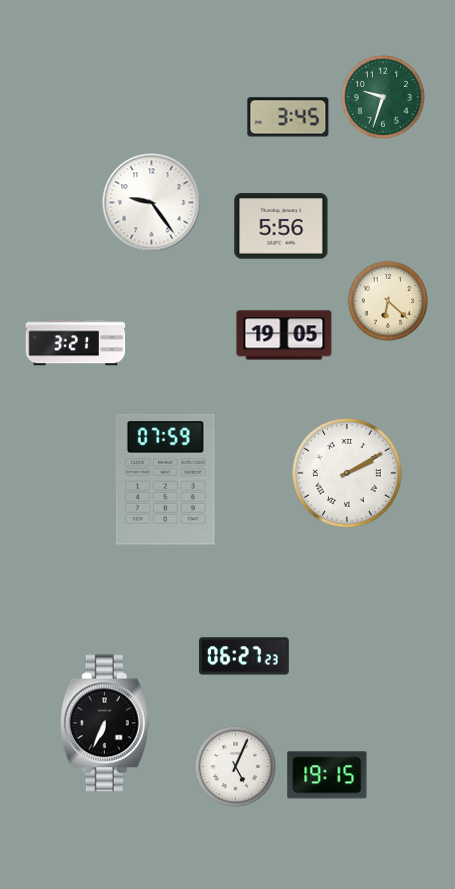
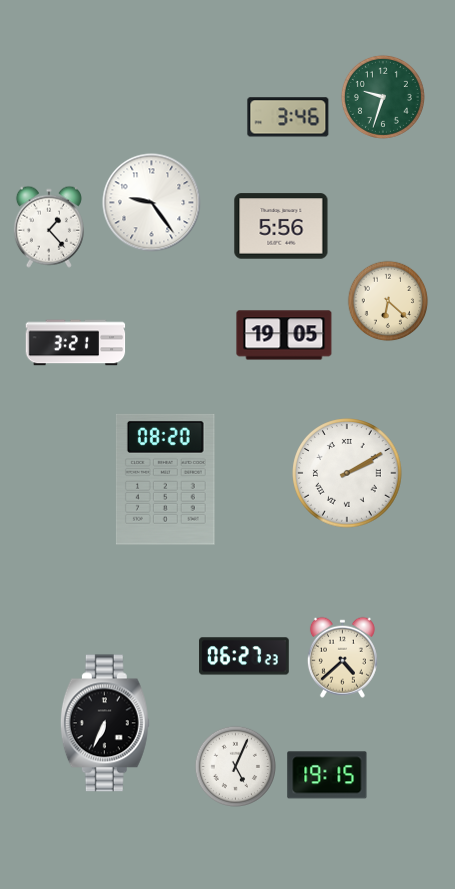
clock at (288, 117): 3:45 -> 3:46
clock at (49, 227): none -> 1:23
clock at (165, 479): 07:59 -> 08:20
clock at (342, 657): none -> 4:38
